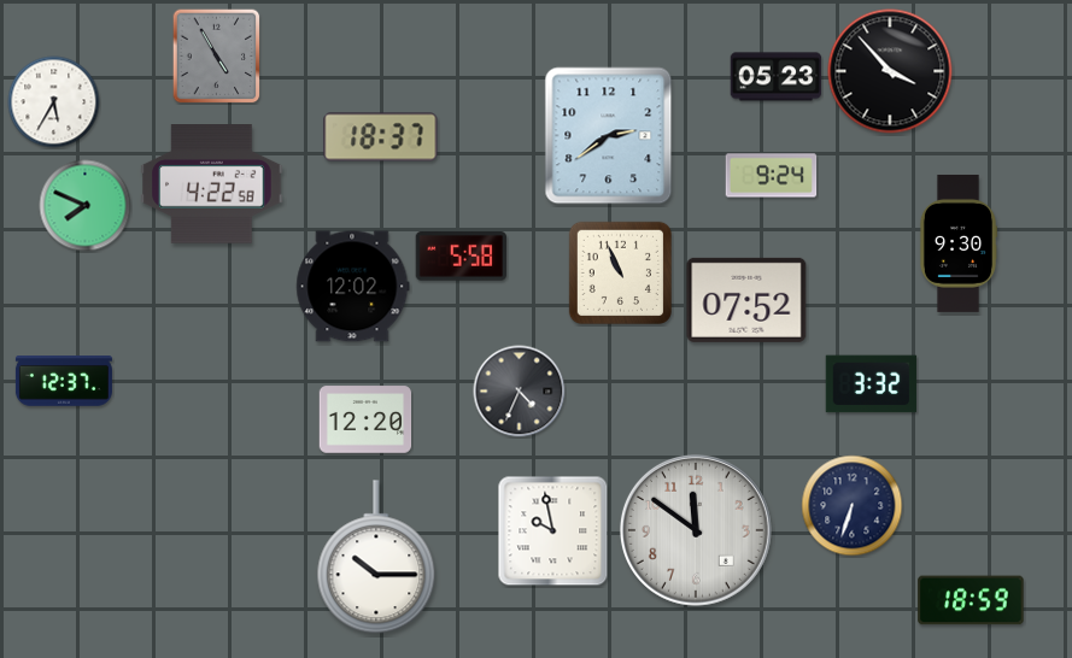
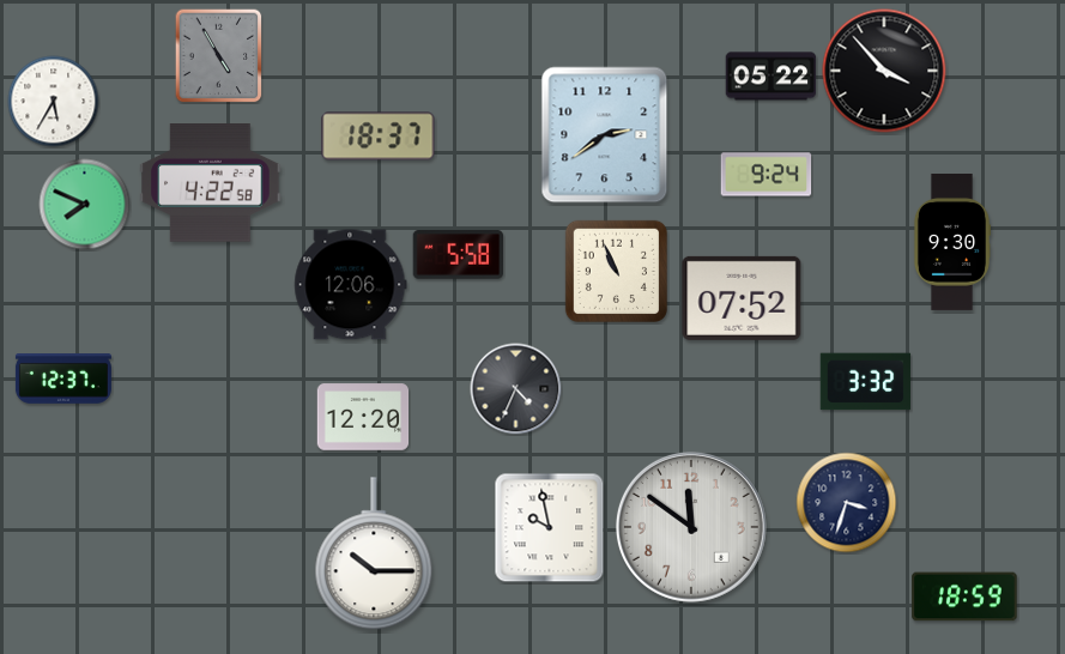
clock at (217, 57) position: (217, 57) -> (219, 56)
clock at (777, 77): 05:23 -> 05:22
clock at (353, 287): 12:02 -> 12:06
clock at (853, 506): 6:33 -> 3:33
